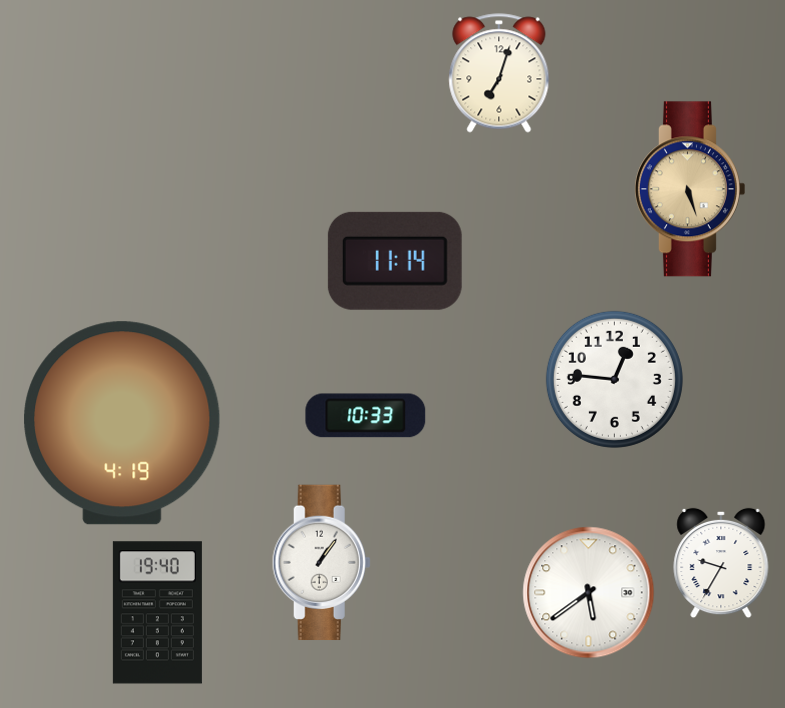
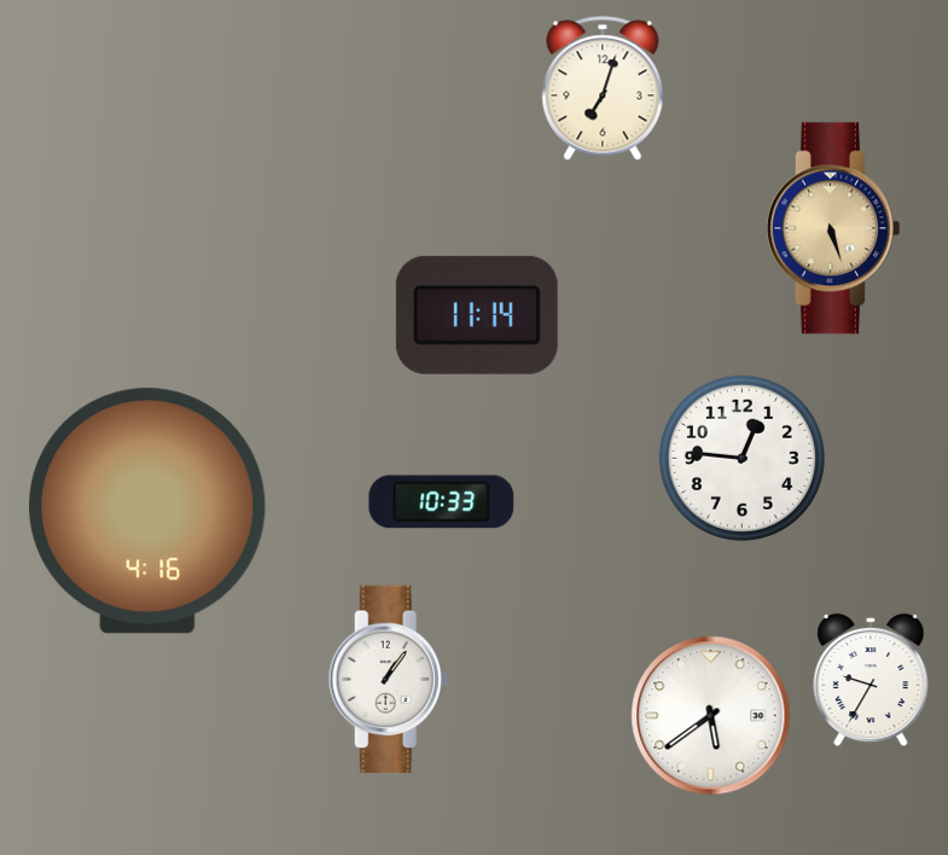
clock at (122, 423): 4:19 -> 4:16
clock at (157, 613): 19:40 -> none
